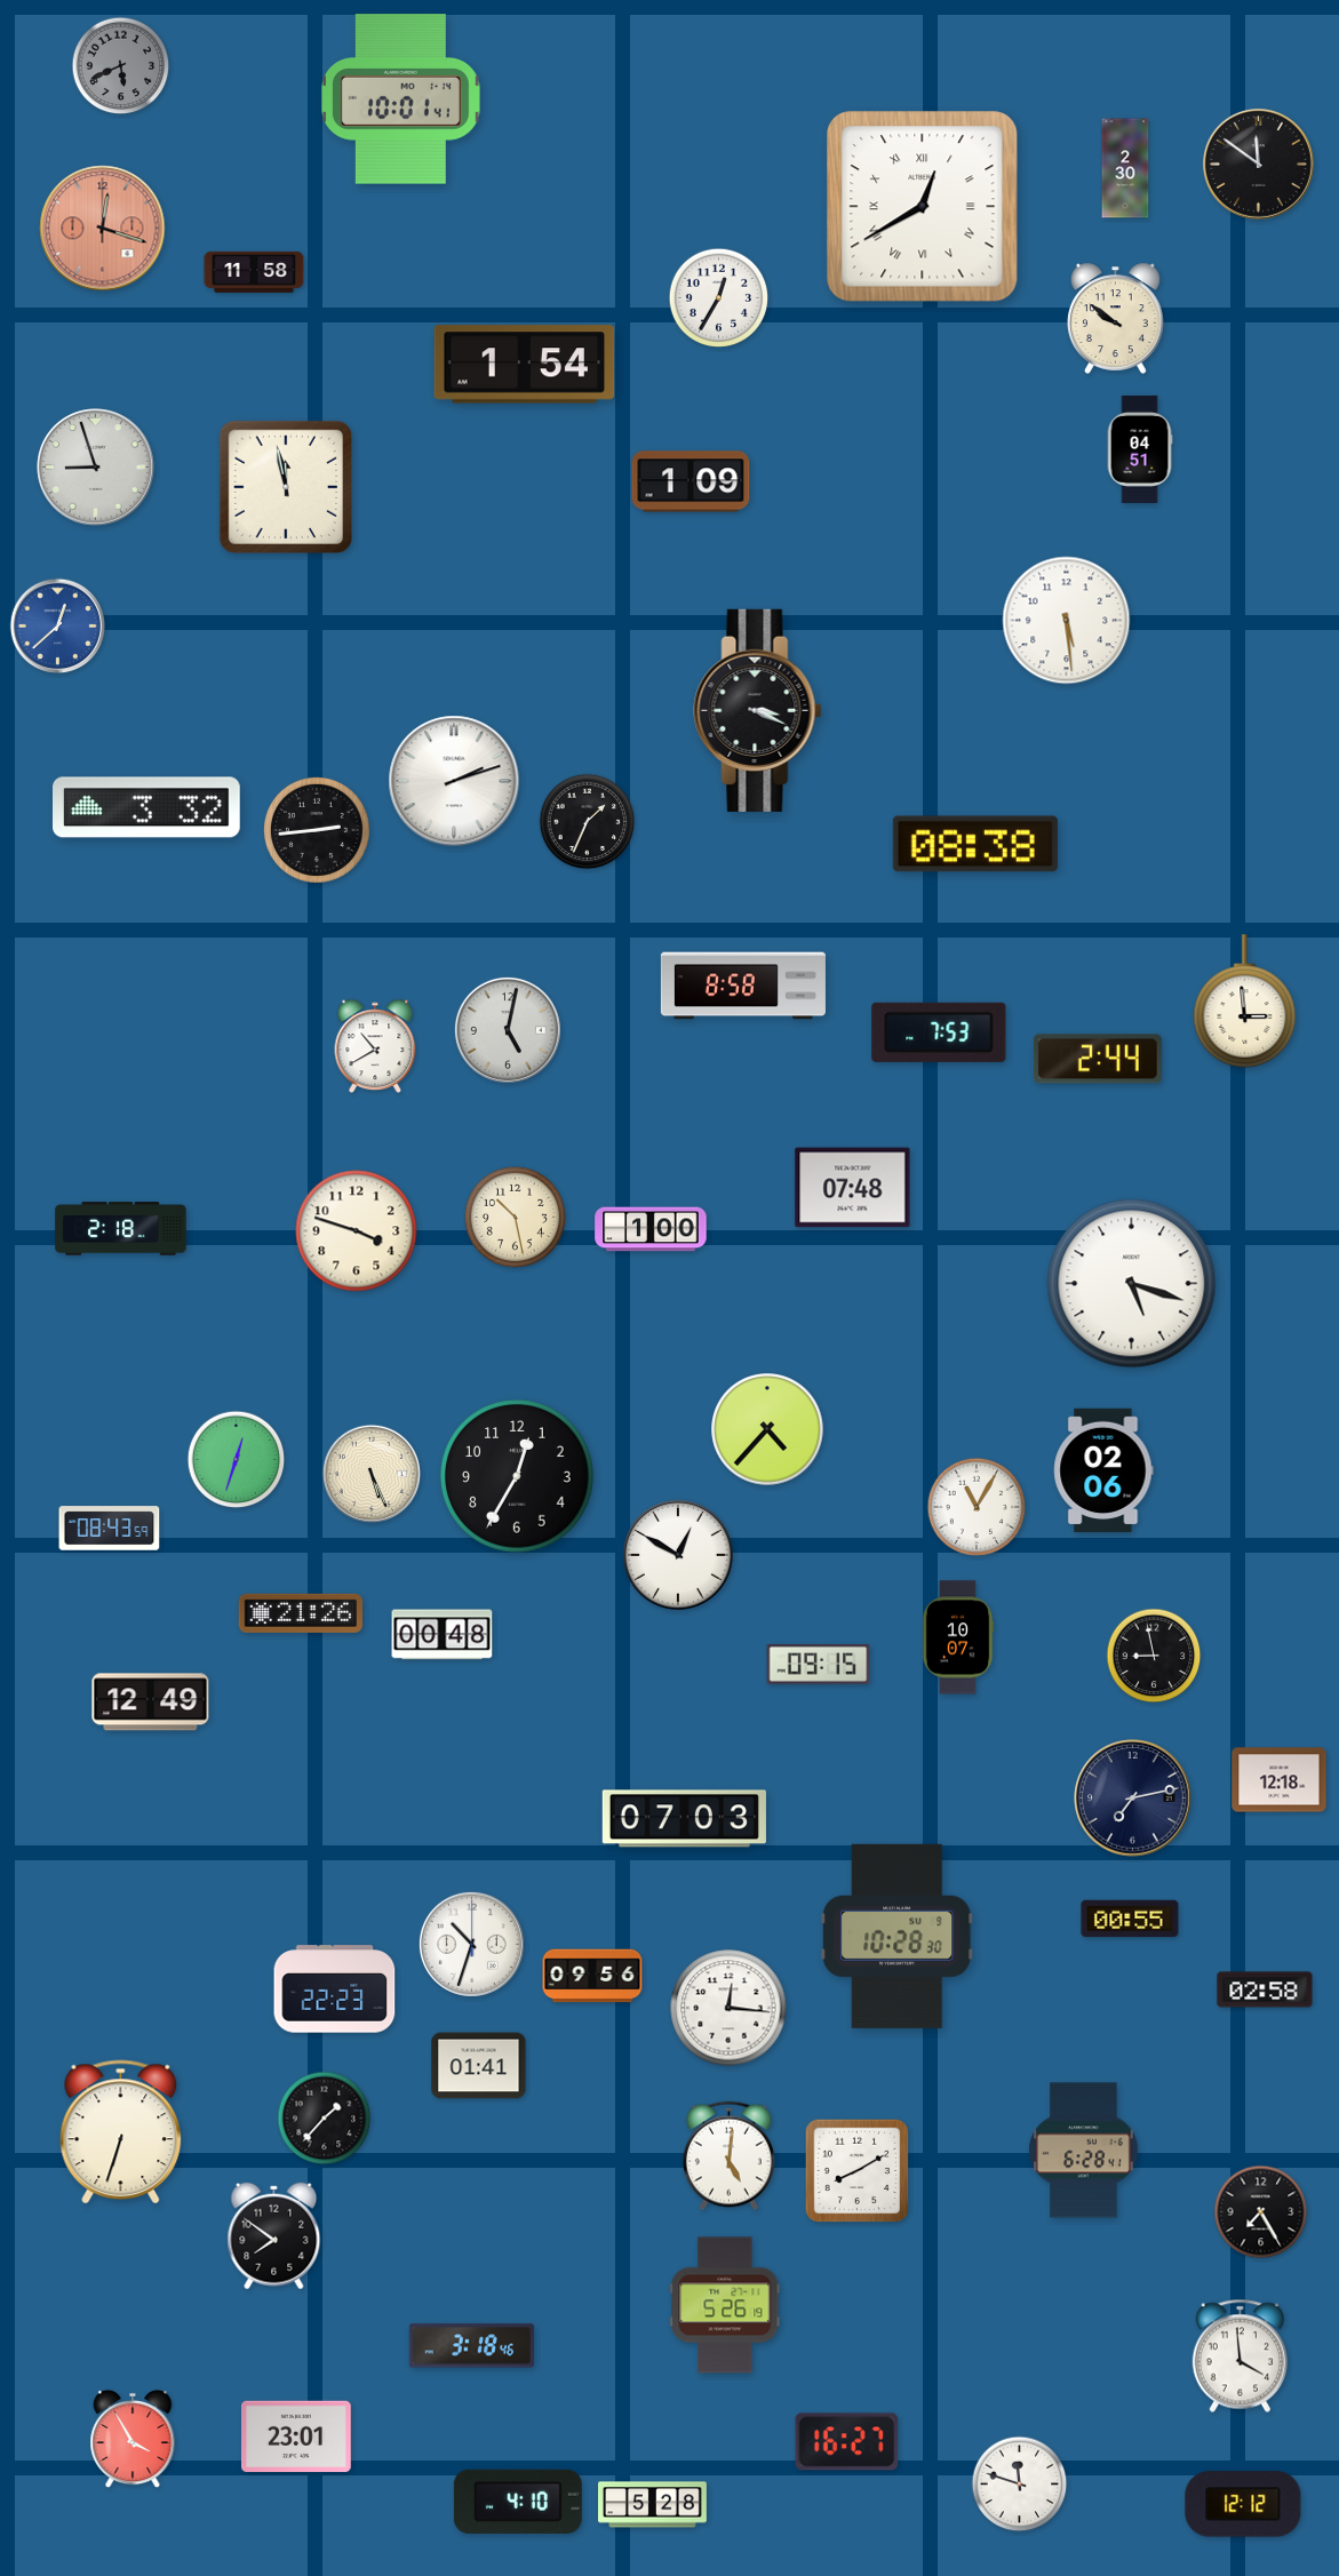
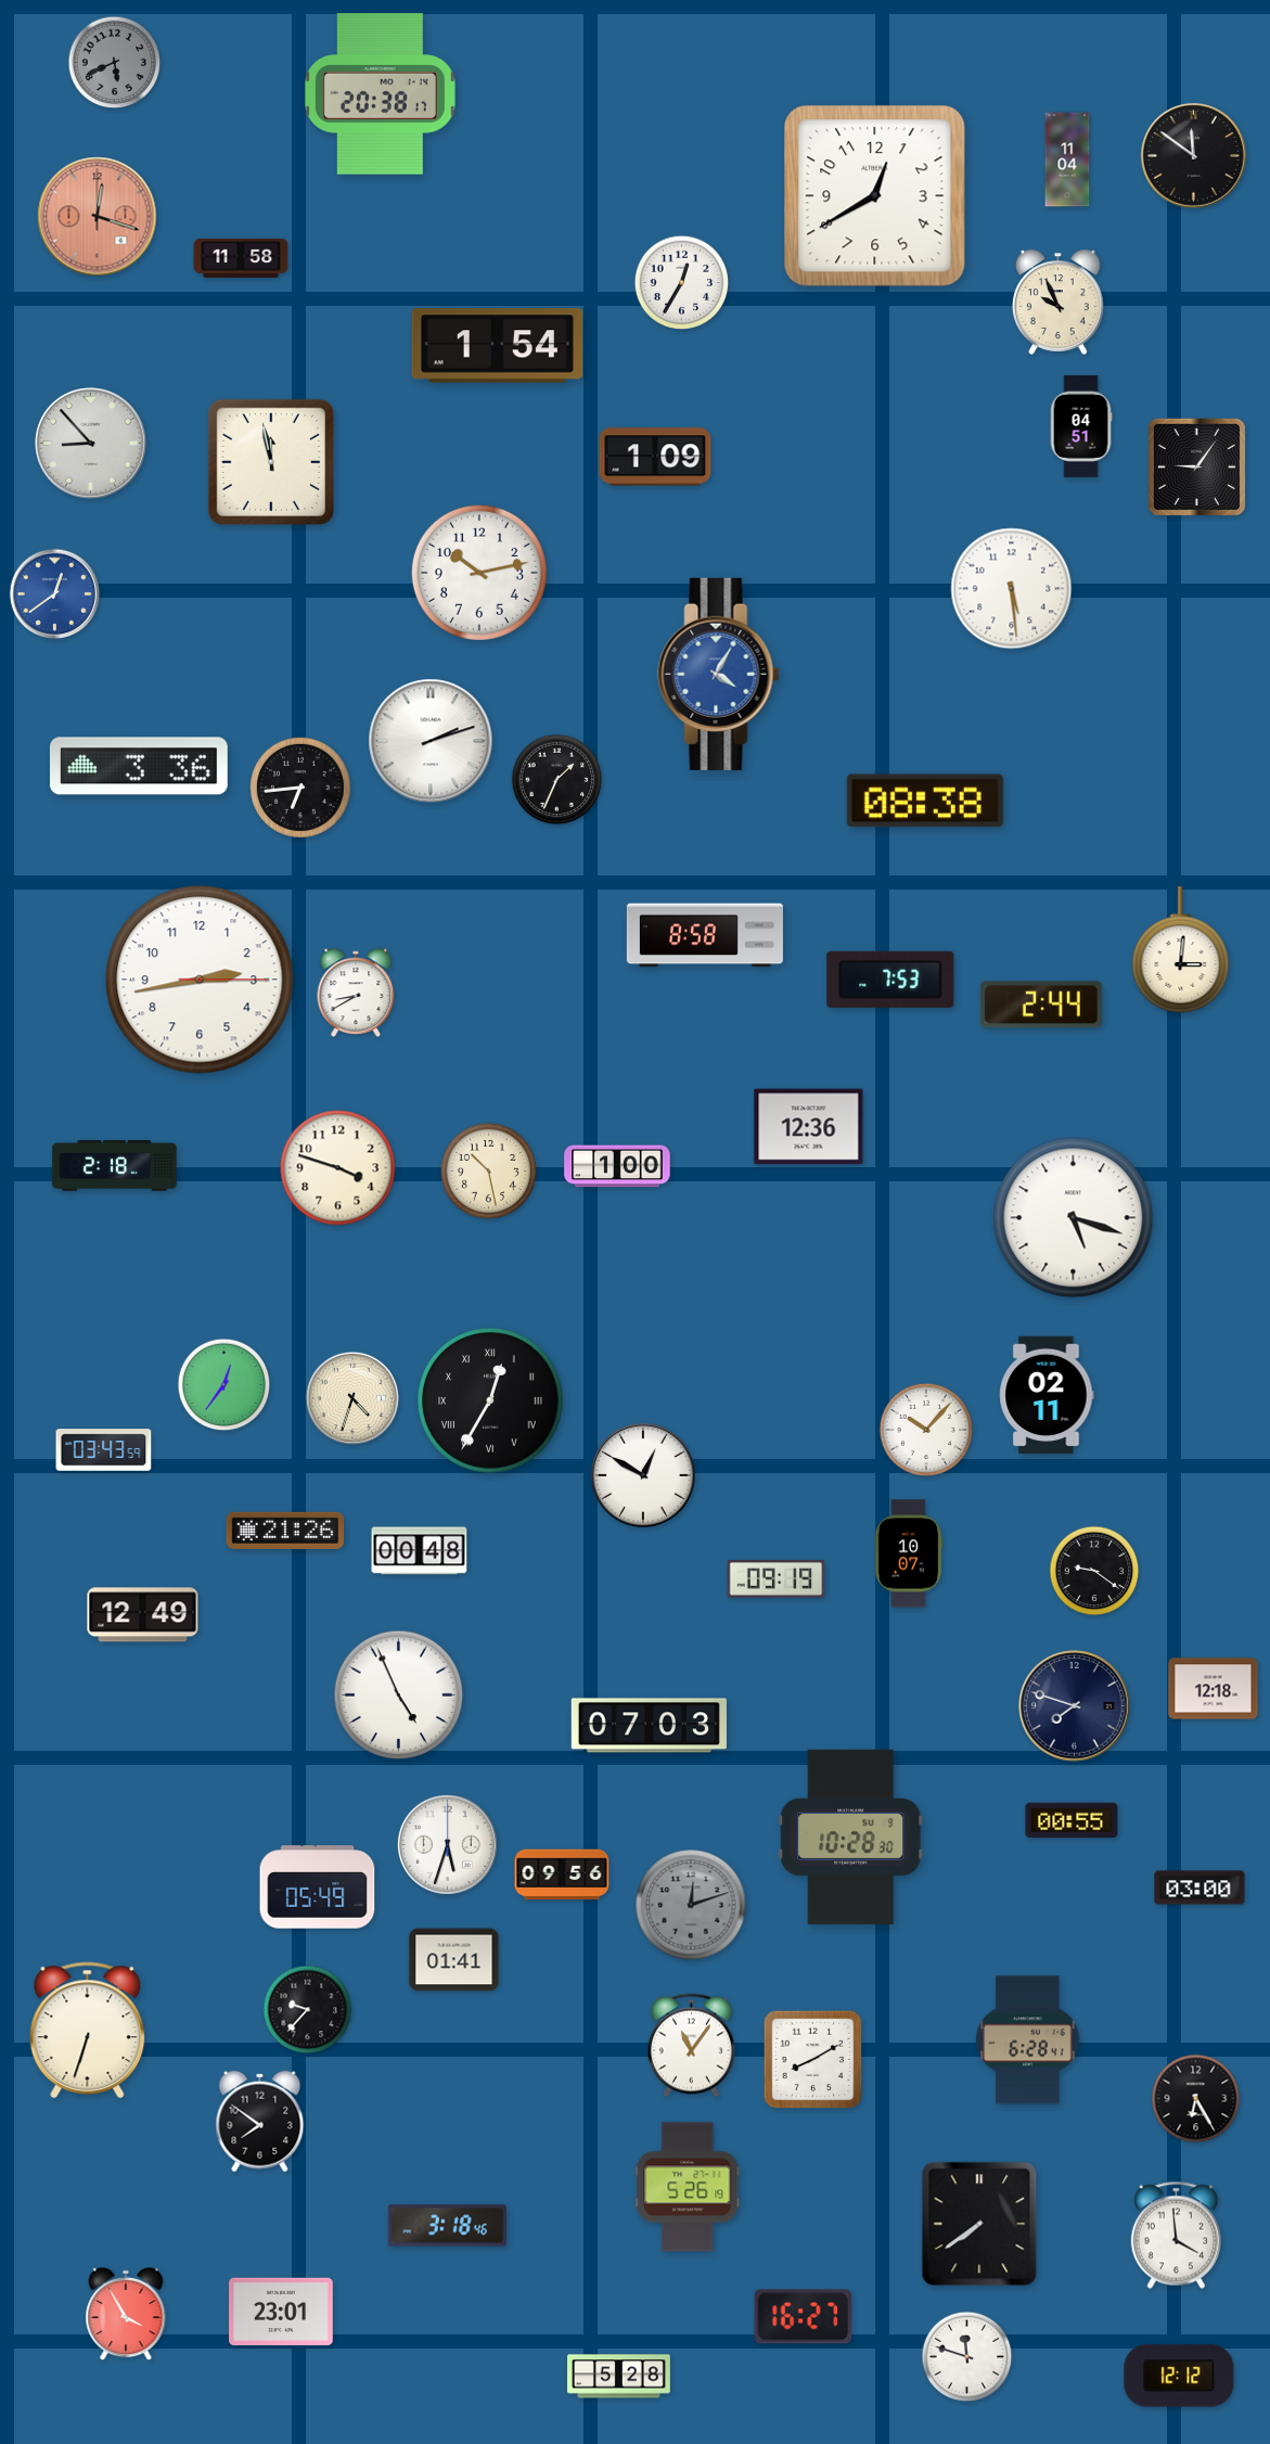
clock at (400, 99): 10:01 -> 20:38
clock at (1125, 168): 2:30 -> 11:04
clock at (923, 207) numerals: Roman -> Arabic
clock at (1116, 318): 9:51 -> 9:56
clock at (96, 468): 8:57 -> 8:53
clock at (1196, 466): none -> 9:06
clock at (479, 573): none -> 10:13
clock at (58, 627): 12:38 -> 12:39
clock at (758, 710): 3:19 -> 4:05
clock at (758, 710) dial: black -> blue
clock at (148, 807): 3:32 -> 3:36
clock at (317, 830): 2:44 -> 6:44
clock at (1245, 1002): 2:59 -> 3:01
clock at (508, 1030): 5:02 -> none
clock at (200, 980): none -> 2:43
clock at (375, 1045): 10:40 -> 8:40
clock at (853, 1188): 07:48 -> 12:36
clock at (515, 1217) position: (515, 1217) -> (488, 1170)
clock at (767, 1429): 4:37 -> none
clock at (237, 1460): 12:33 -> 12:36
clock at (1103, 1470): 02:06 -> 02:11
clock at (370, 1473): 5:26 -> 4:33
clock at (517, 1476) numerals: Arabic -> Roman
clock at (977, 1507): 11:05 -> 10:07
clock at (110, 1529): 08:43 -> 03:43
clock at (1154, 1656): 8:58 -> 9:21
clock at (819, 1665): 09:15 -> 09:19
clock at (399, 1696): none -> 4:56
clock at (1133, 1799): 7:13 -> 7:48
clock at (471, 1944): 10:33 -> 5:33
clock at (335, 1989): 22:23 -> 05:49
clock at (1265, 1989): 02:58 -> 03:00
clock at (728, 2008): 12:16 -> 12:12
clock at (728, 2008) dial: white -> grey
clock at (325, 2119): 1:37 -> 9:37
clock at (121, 2132) position: (121, 2132) -> (88, 2031)
clock at (728, 2156): 5:01 -> 11:06
clock at (1261, 2212): 7:25 -> 6:25
clock at (979, 2224): none -> 7:39
clock at (518, 2502): 4:10 -> none
